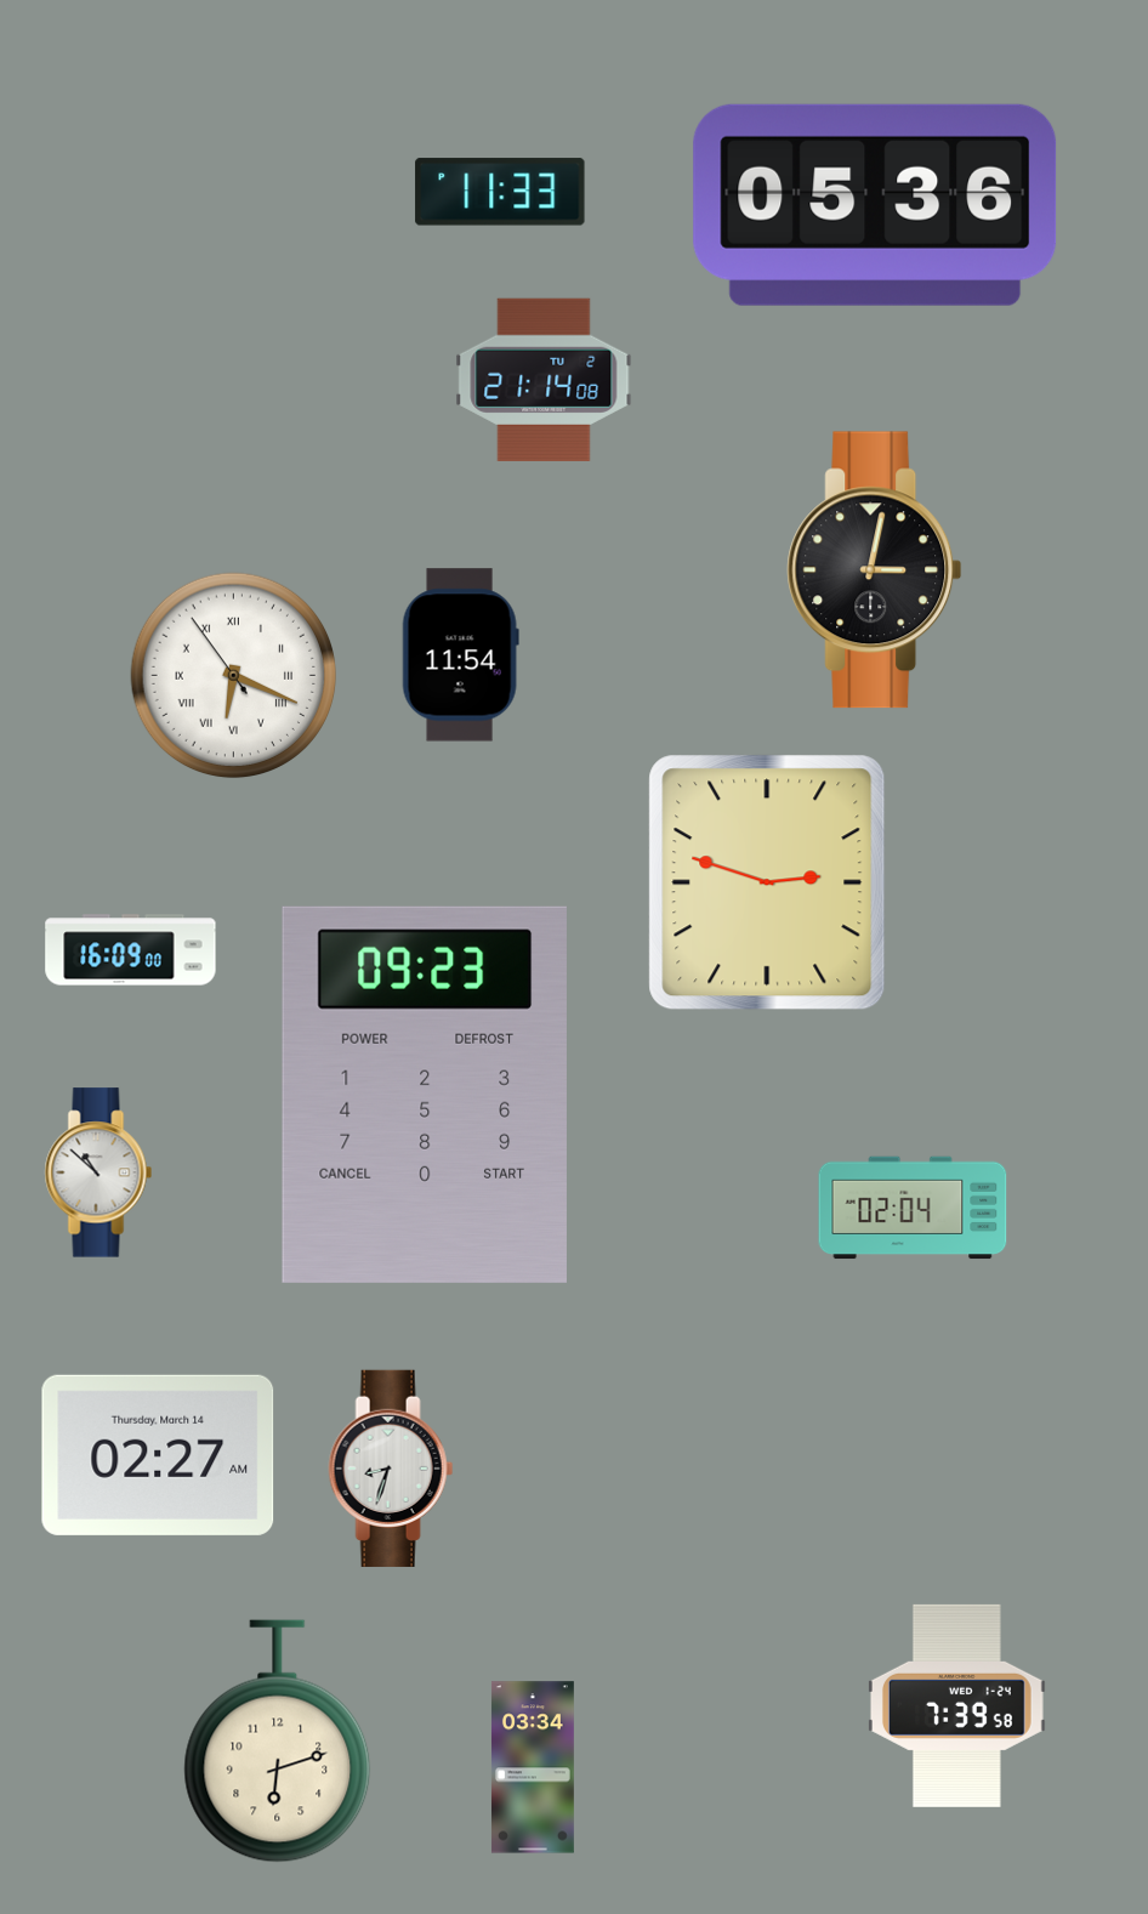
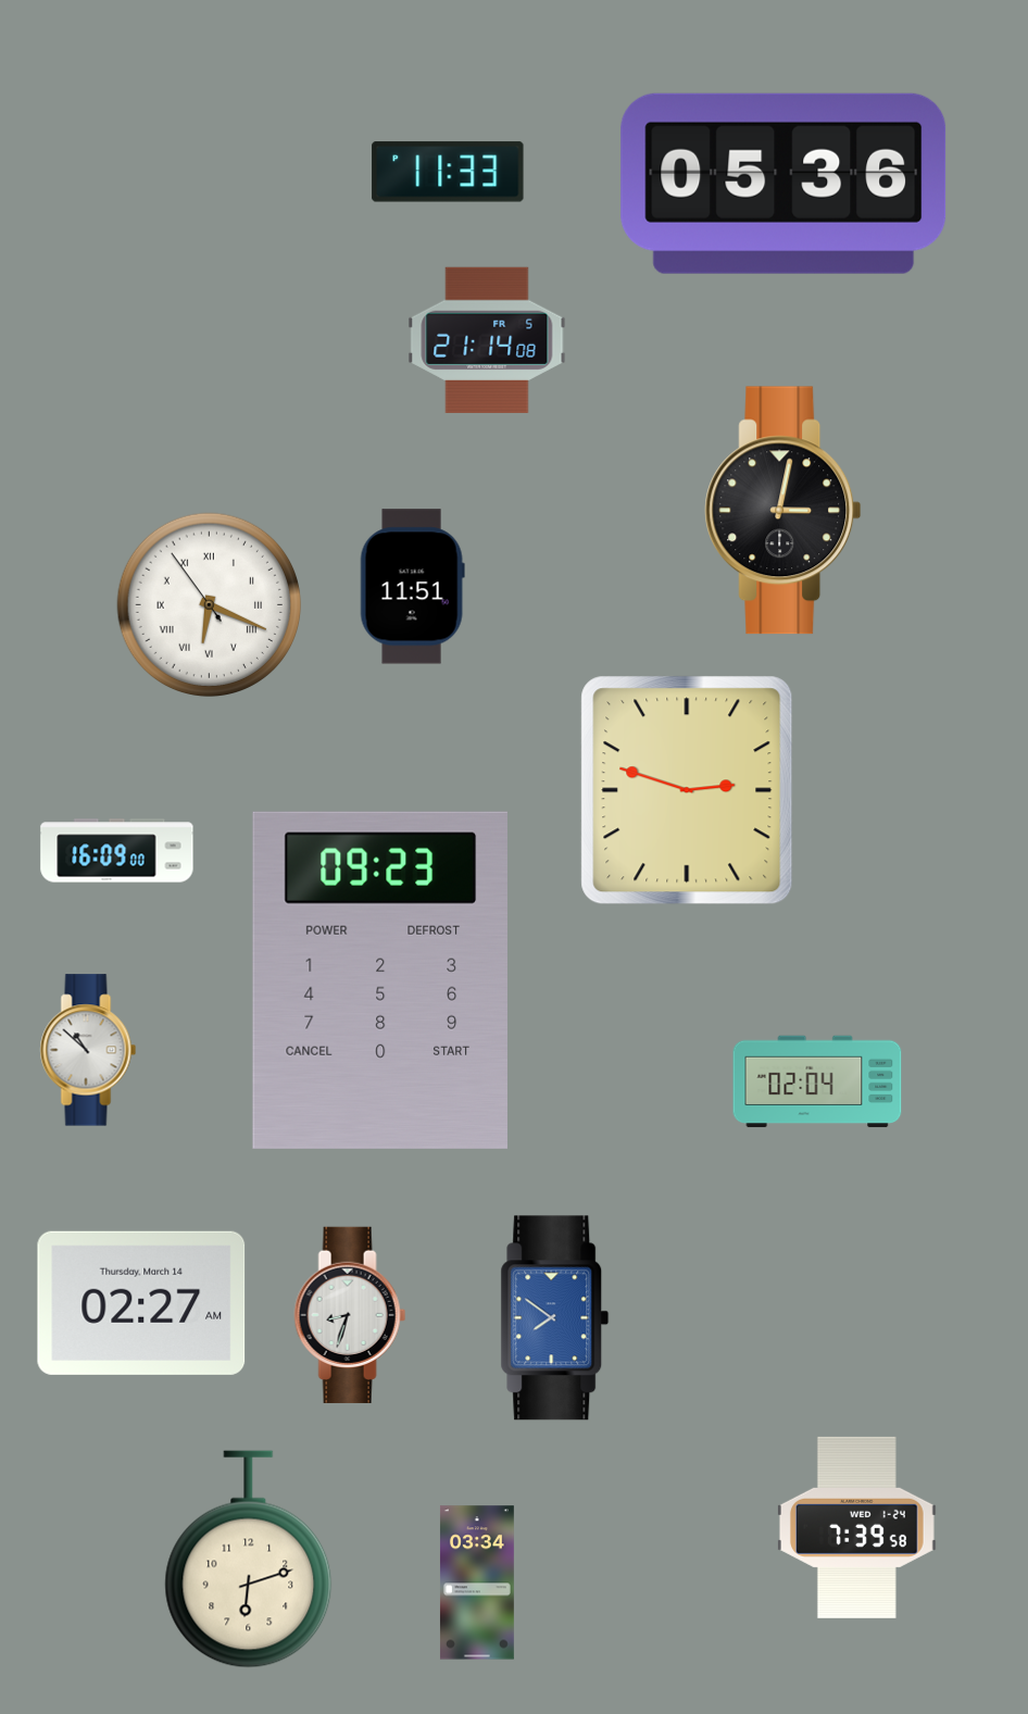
clock at (544, 380) date: TU 2 -> FR 5
clock at (460, 655): 11:54 -> 11:51
clock at (555, 1318): none -> 7:51
